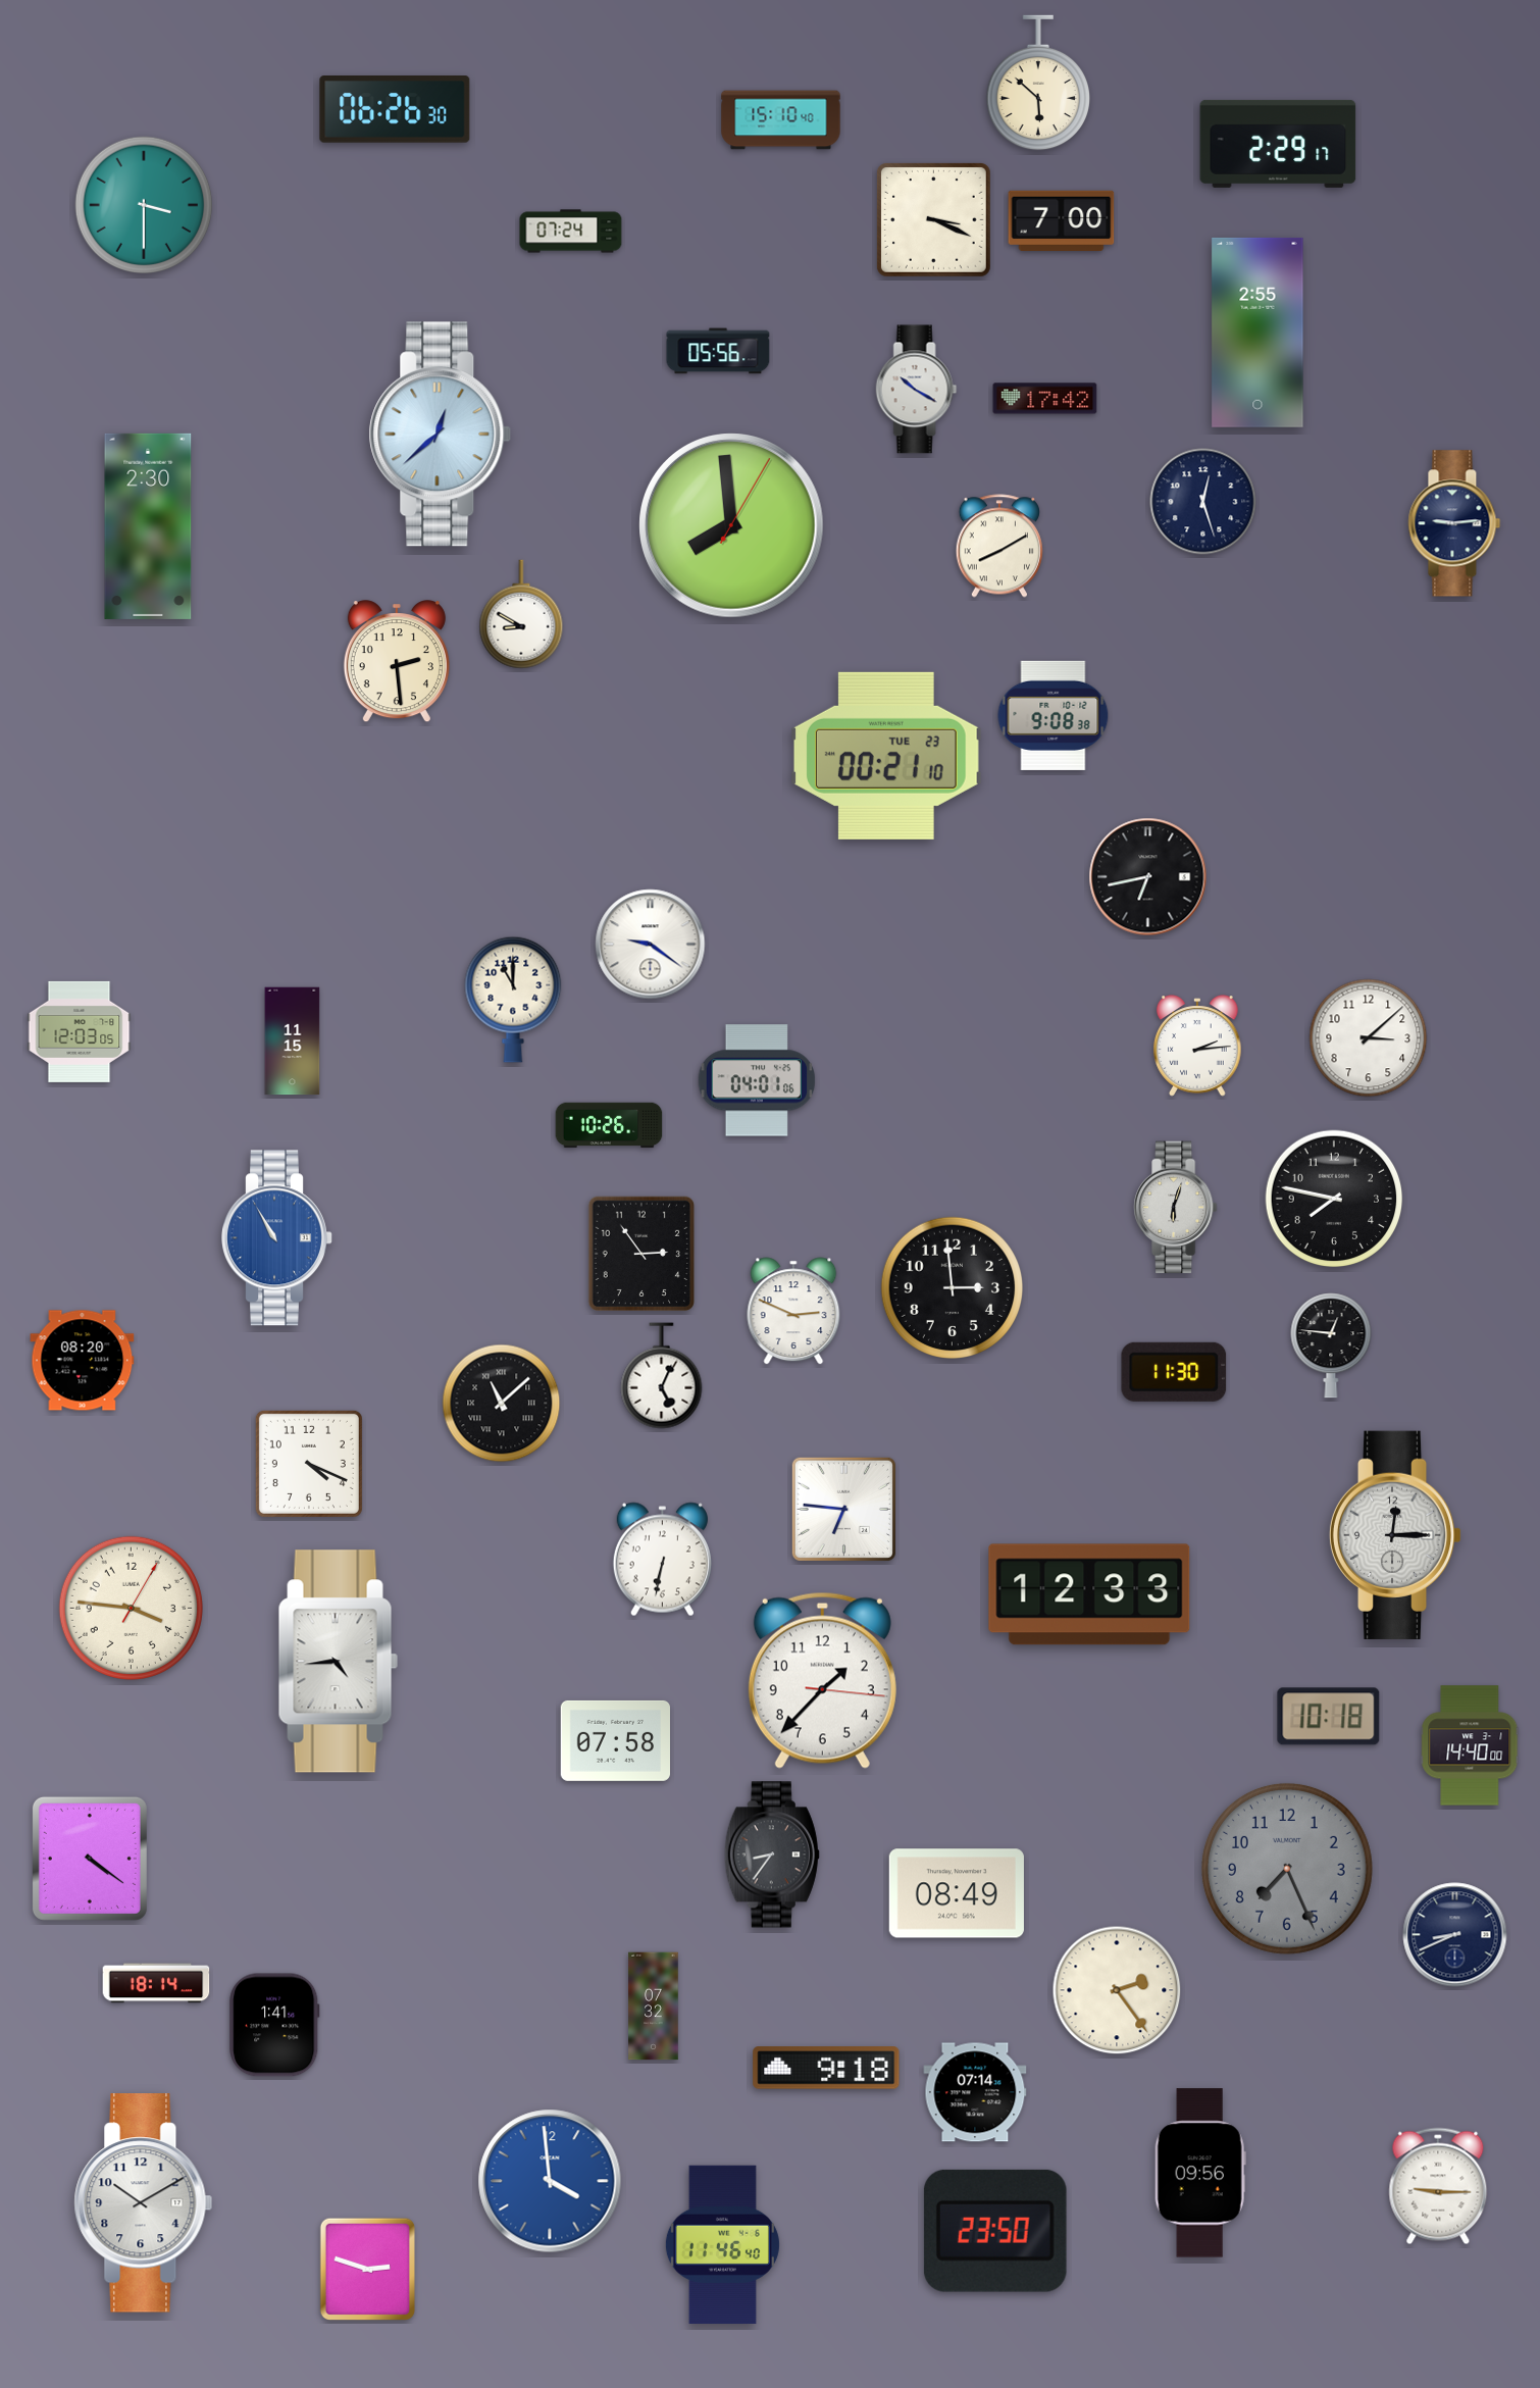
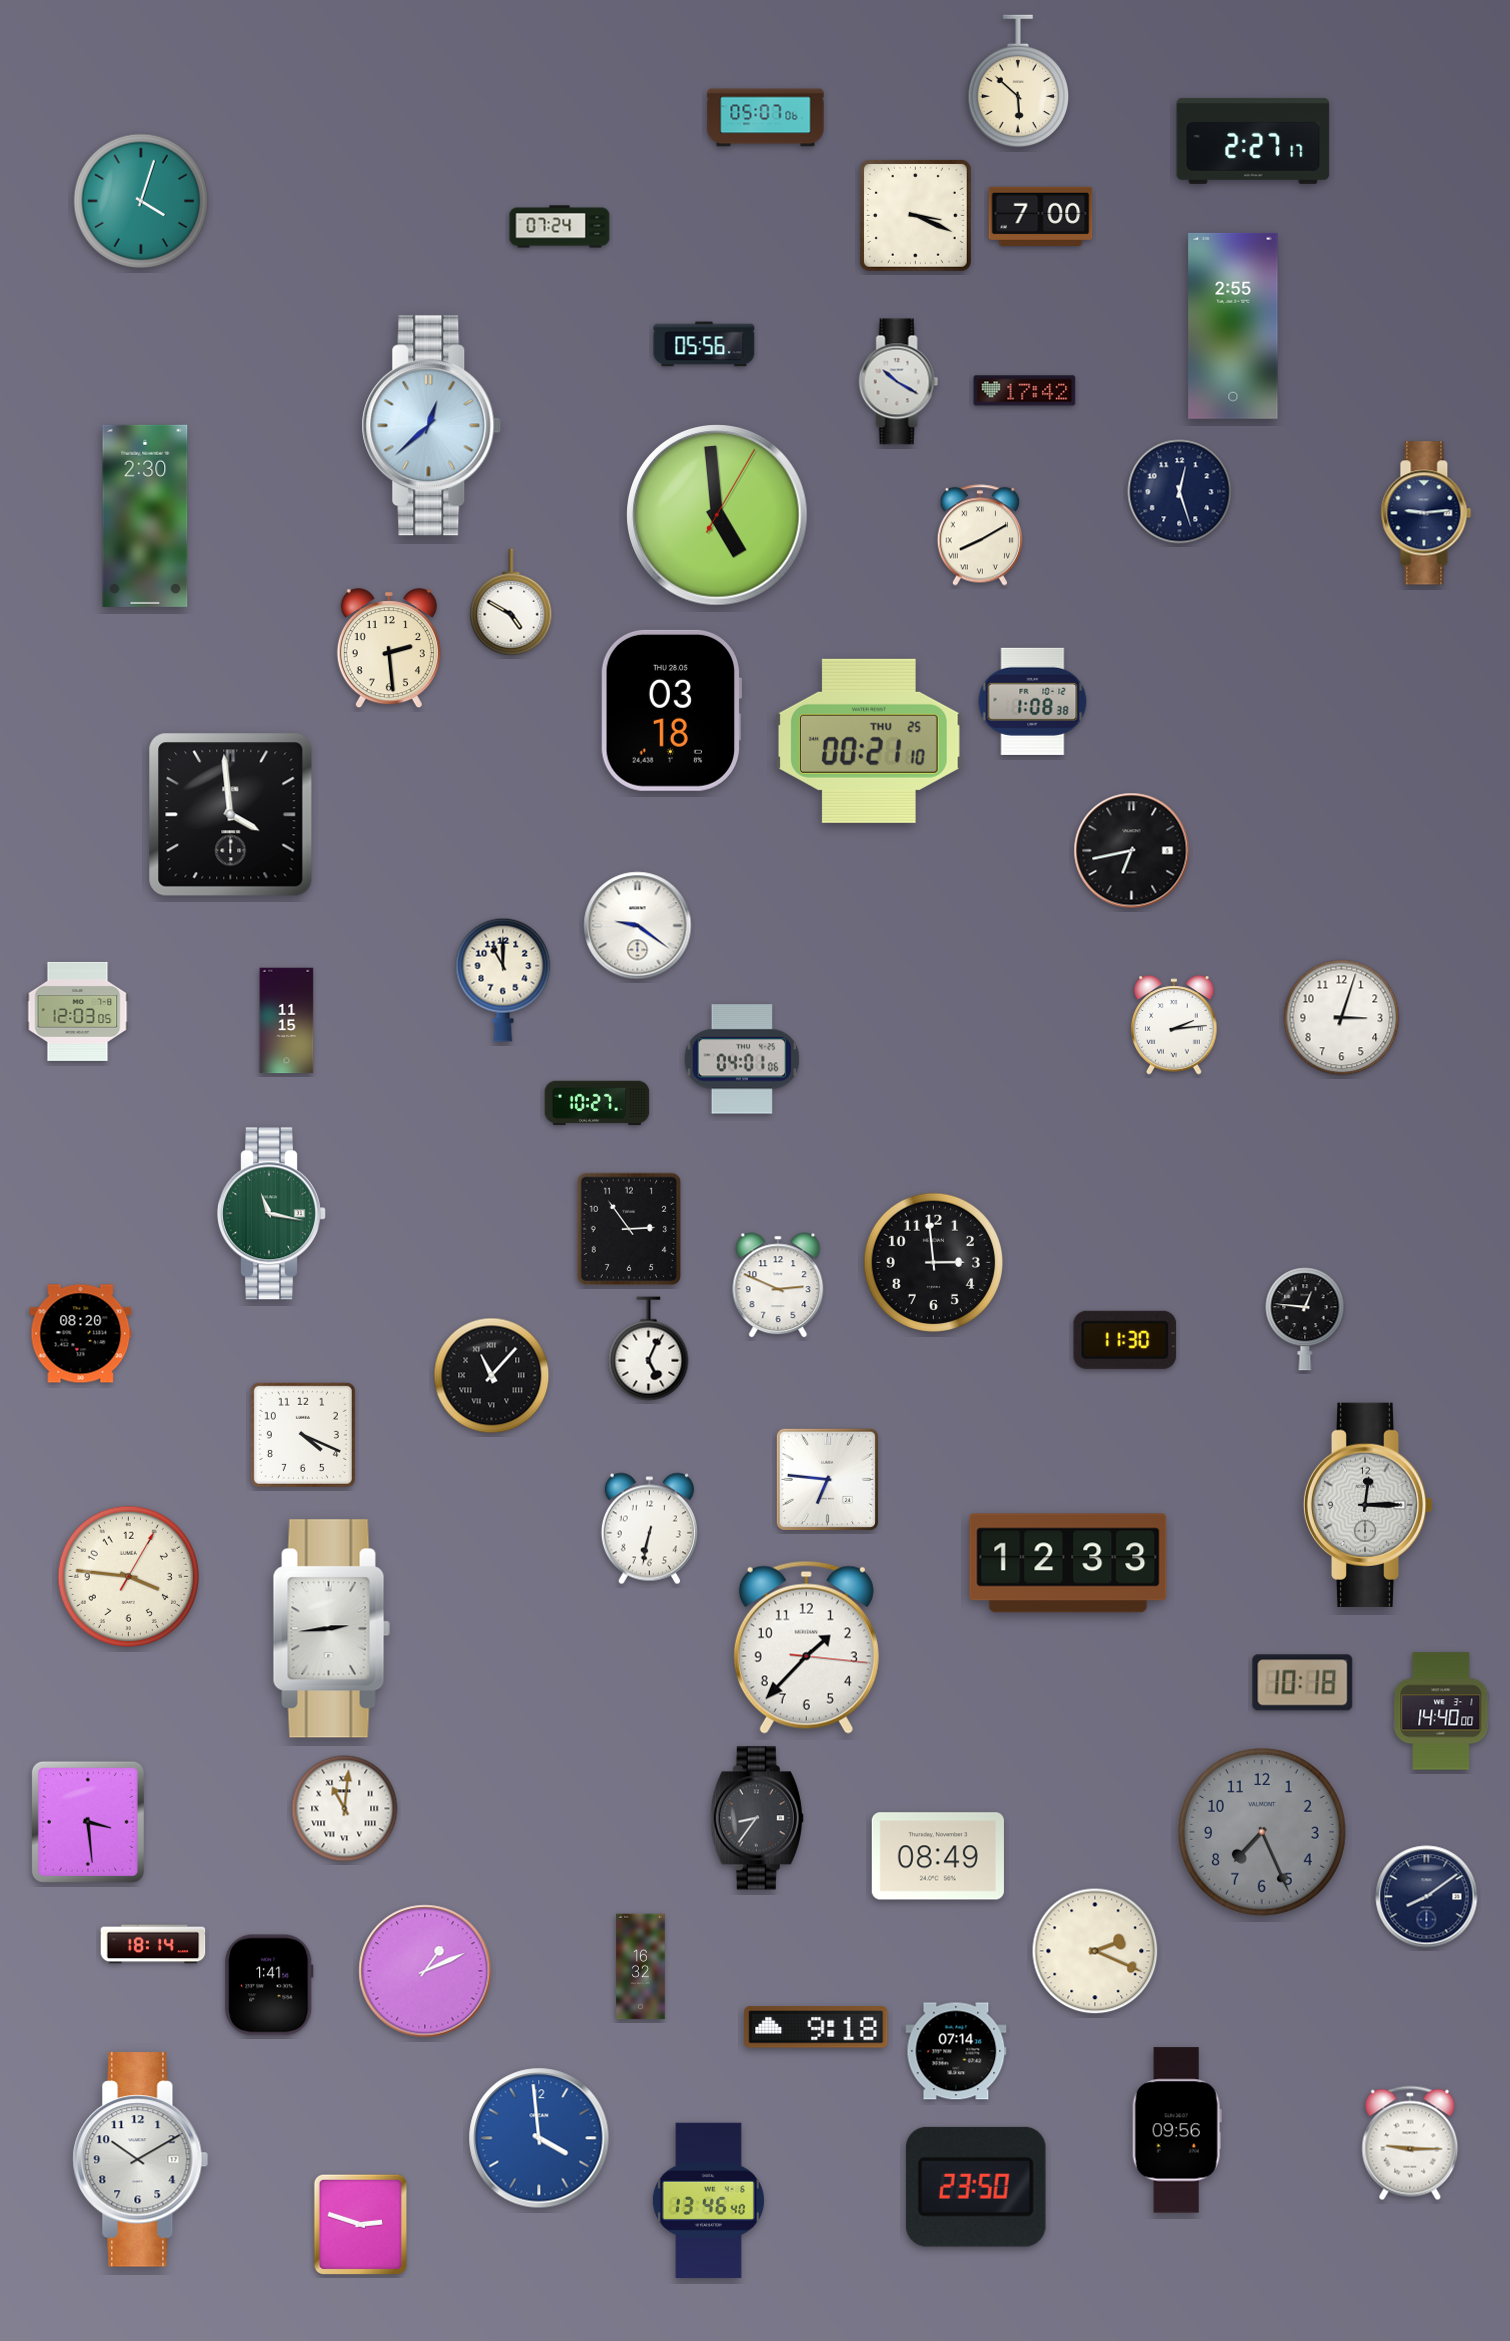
clock at (395, 110): 06:26 -> none
clock at (781, 120): 15:10 -> 05:07
clock at (1278, 144): 2:29 -> 2:27
clock at (144, 205): 3:30 -> 4:03
clock at (731, 525): 7:59 -> 4:59
clock at (521, 614): 8:50 -> 4:50
clock at (1054, 715): 9:08 -> 1:08
clock at (671, 710): none -> 03:18
clock at (886, 756) date: TUE 23 -> THU 25
clock at (231, 815): none -> 3:59
clock at (1148, 877) position: (1148, 877) -> (1132, 851)
clock at (1369, 1038): 3:08 -> 3:03
clock at (609, 1125): 10:26 -> 10:27
clock at (1334, 1199): 7:47 -> none
clock at (1175, 1208): 6:03 -> none
clock at (277, 1238): 10:55 -> 11:17
clock at (277, 1238) dial: blue -> green
clock at (1174, 1372) position: (1174, 1372) -> (1125, 1340)
clock at (502, 1404): 11:08 -> 11:07
clock at (338, 1662): 4:44 -> 2:44
clock at (615, 1740): 07:58 -> none
clock at (345, 1809): none -> 11:01
clock at (90, 1859): 4:21 -> 3:29
clock at (1455, 1935): 8:41 -> 8:09
clock at (1117, 1990): 2:24 -> 2:19
clock at (654, 2006): 07:32 -> 16:32
clock at (425, 1971): none -> 1:11
clock at (826, 2068) position: (826, 2068) -> (816, 2027)
clock at (722, 2245): 11:46 -> 13:46
